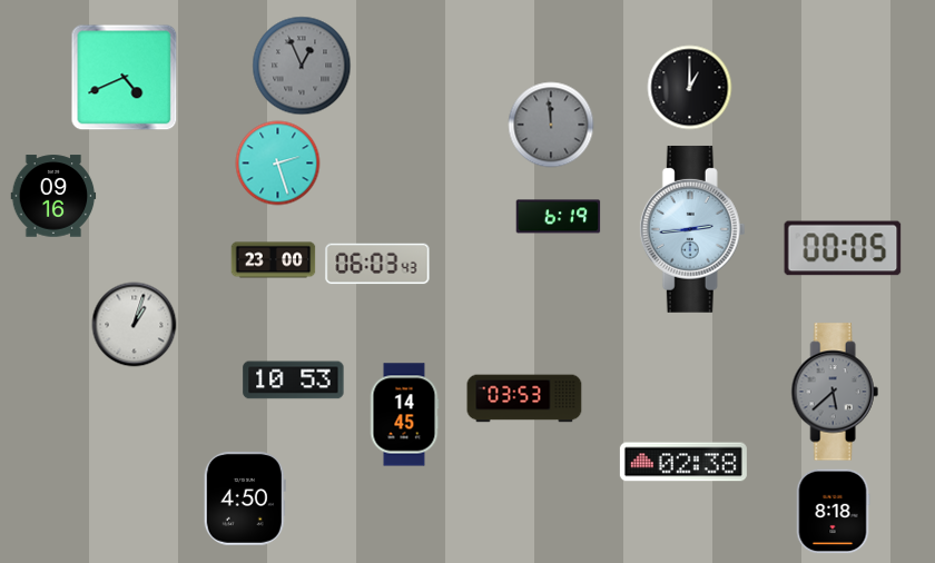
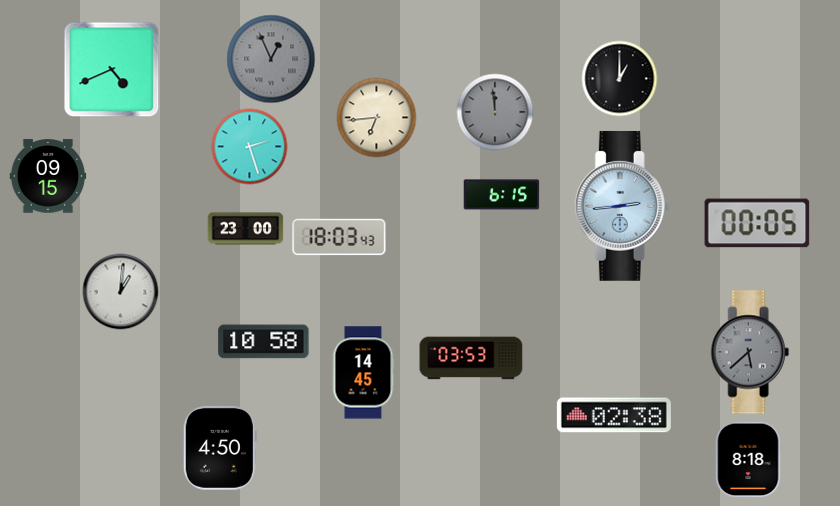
clock at (377, 118): none -> 6:44
clock at (53, 196): 09:16 -> 09:15
clock at (559, 217): 6:19 -> 6:15
clock at (274, 260) position: (274, 260) -> (246, 229)
clock at (377, 264): 06:03 -> 18:03
clock at (135, 325): 1:03 -> 1:01
clock at (294, 381): 10:53 -> 10:58
